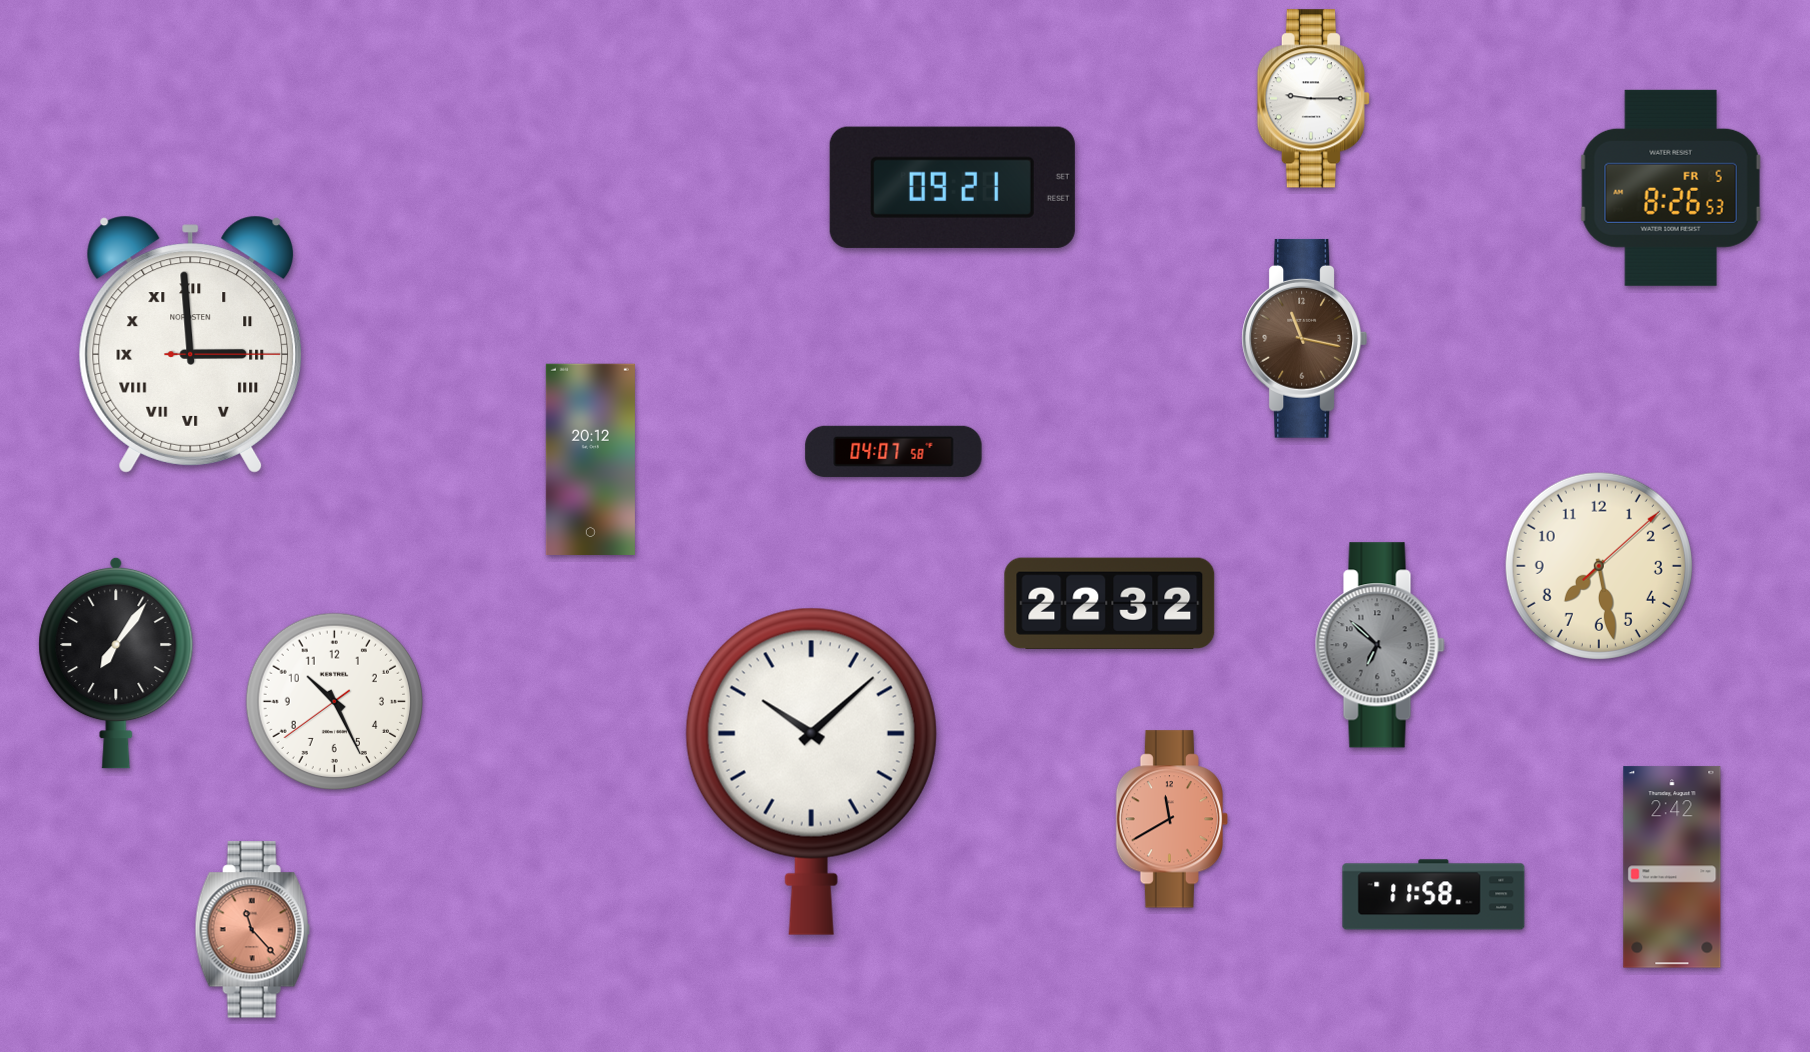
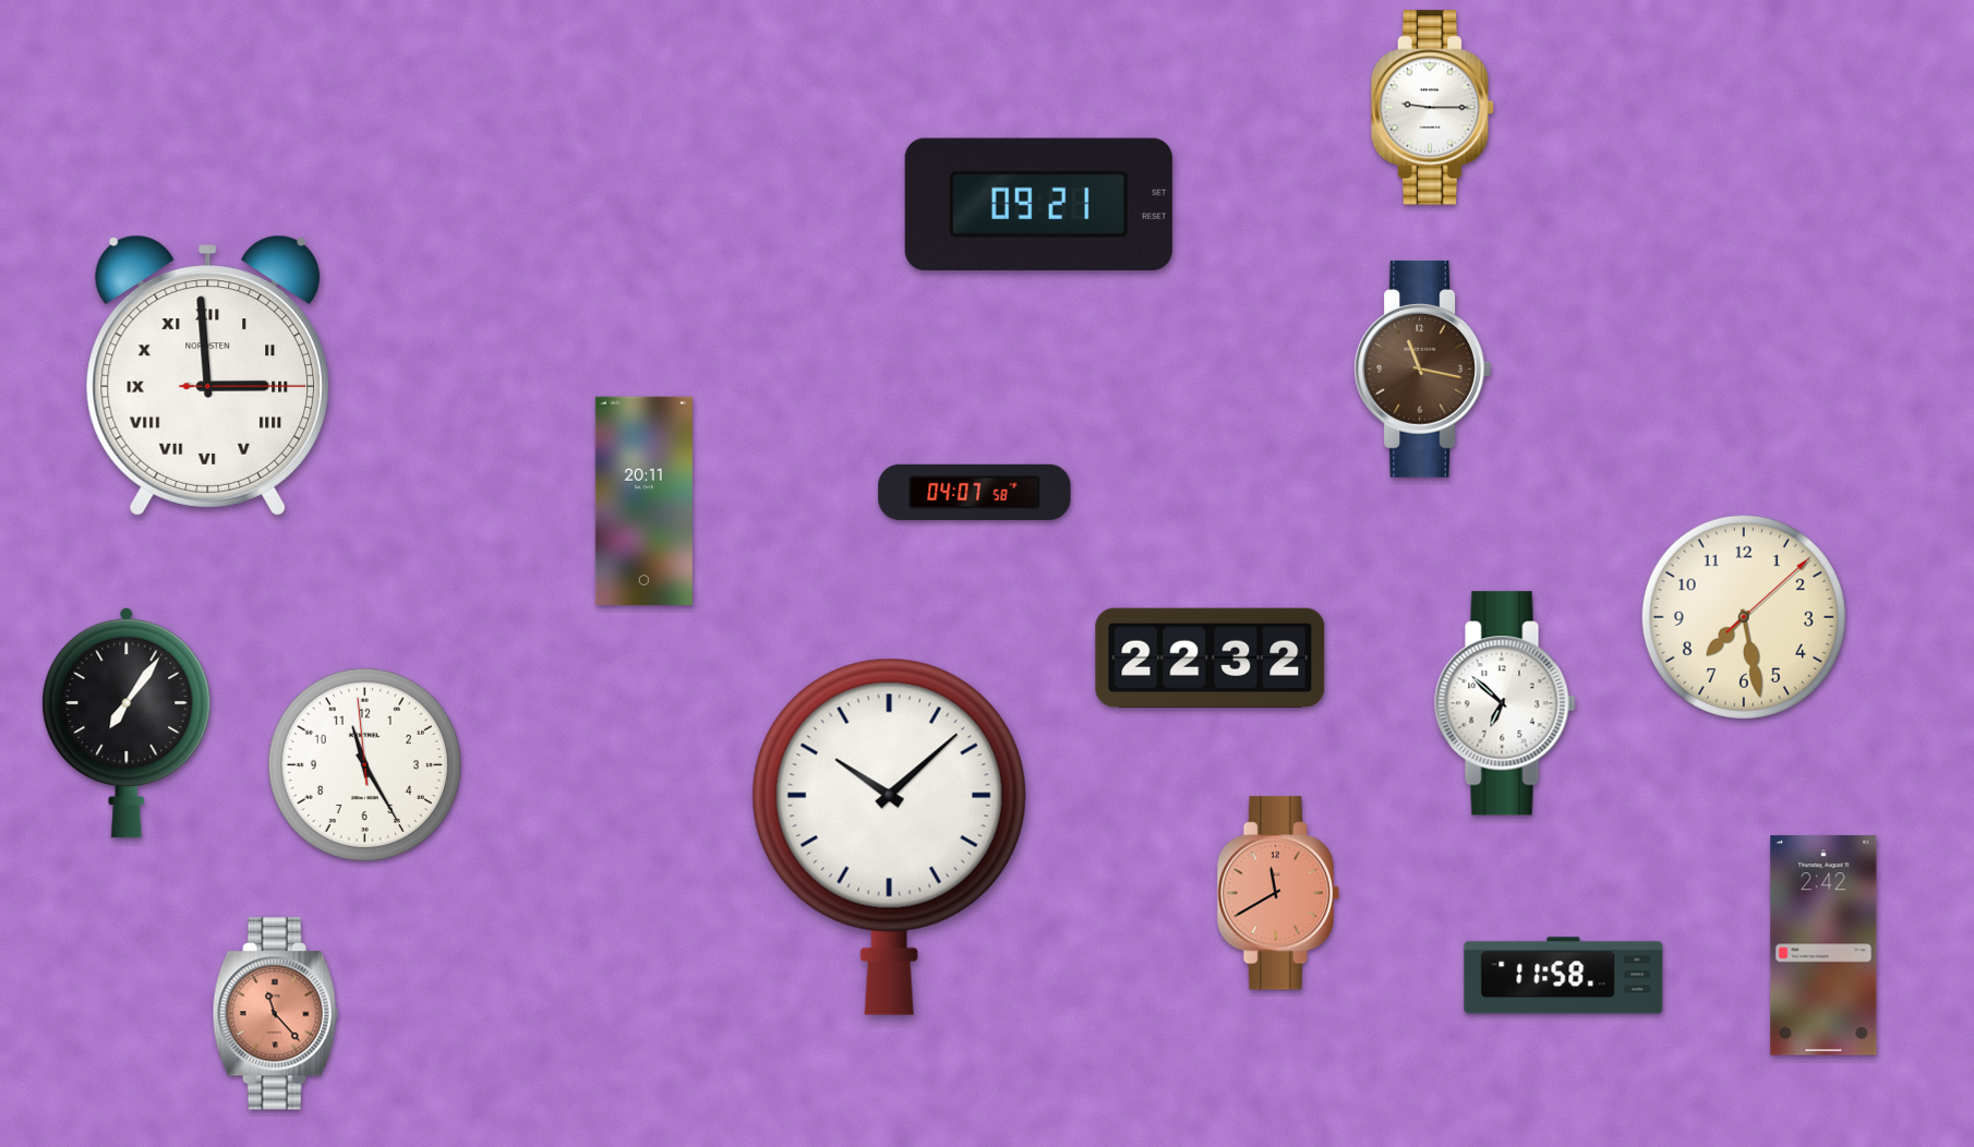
clock at (1671, 188): 8:26 -> none
clock at (590, 459): 20:12 -> 20:11
clock at (1380, 645) dial: grey -> white
clock at (334, 701): 10:25 -> 11:24
clock at (811, 771) position: (811, 771) -> (889, 836)
